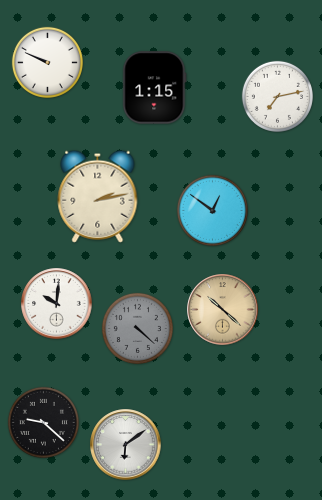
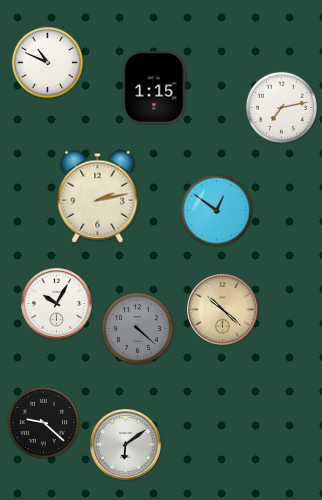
clock at (47, 62): 9:49 -> 10:49
clock at (277, 96) position: (277, 96) -> (281, 107)
clock at (212, 210) position: (212, 210) -> (216, 210)
clock at (57, 304): 10:01 -> 10:05
